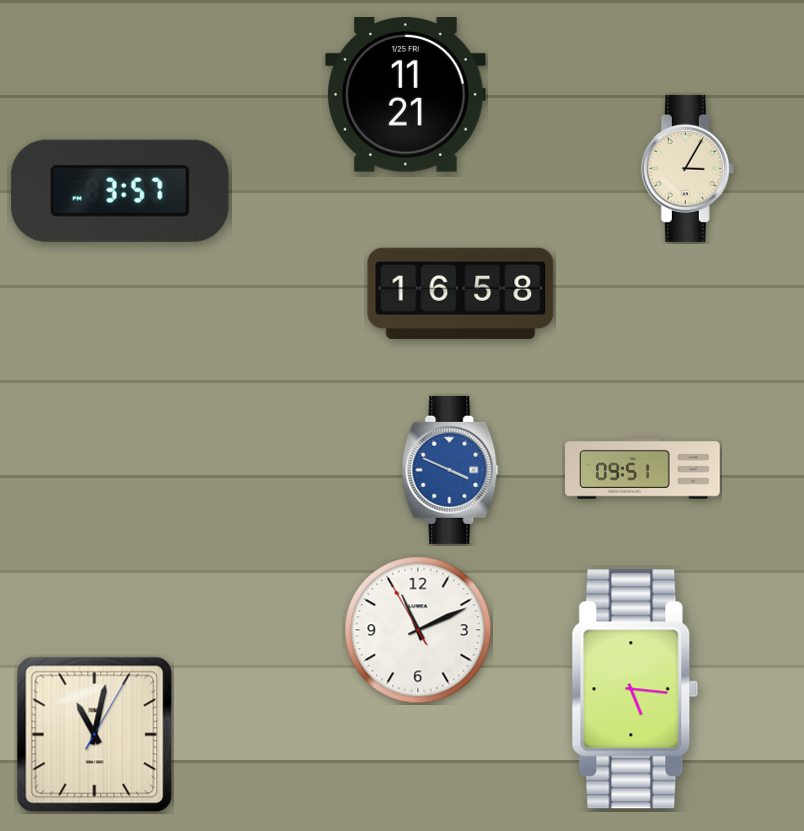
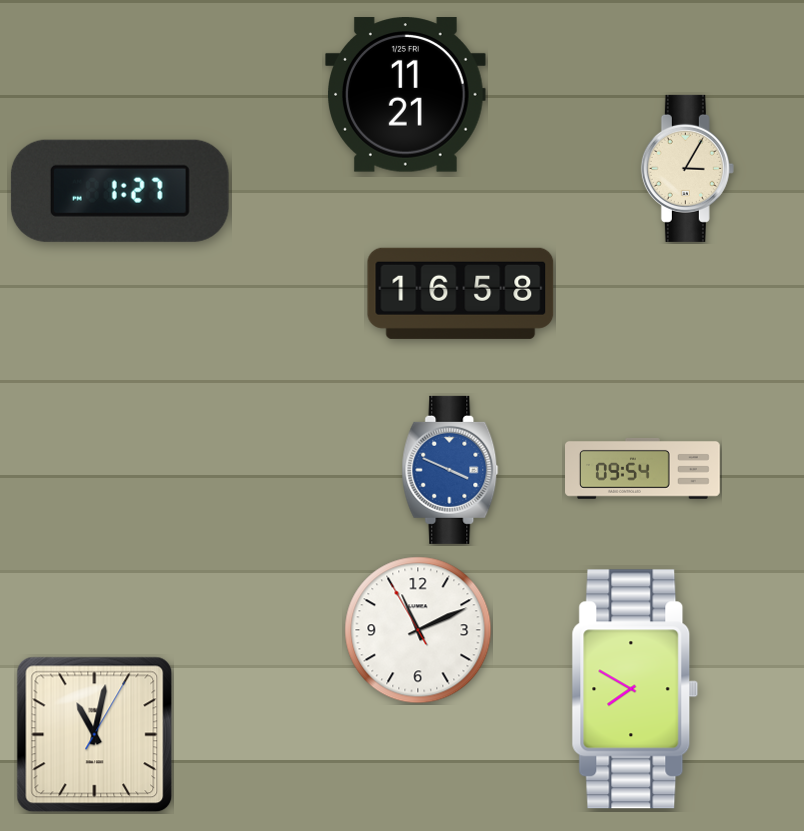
clock at (120, 191): 3:57 -> 1:27
clock at (643, 469): 09:51 -> 09:54
clock at (635, 689): 5:16 -> 7:50
